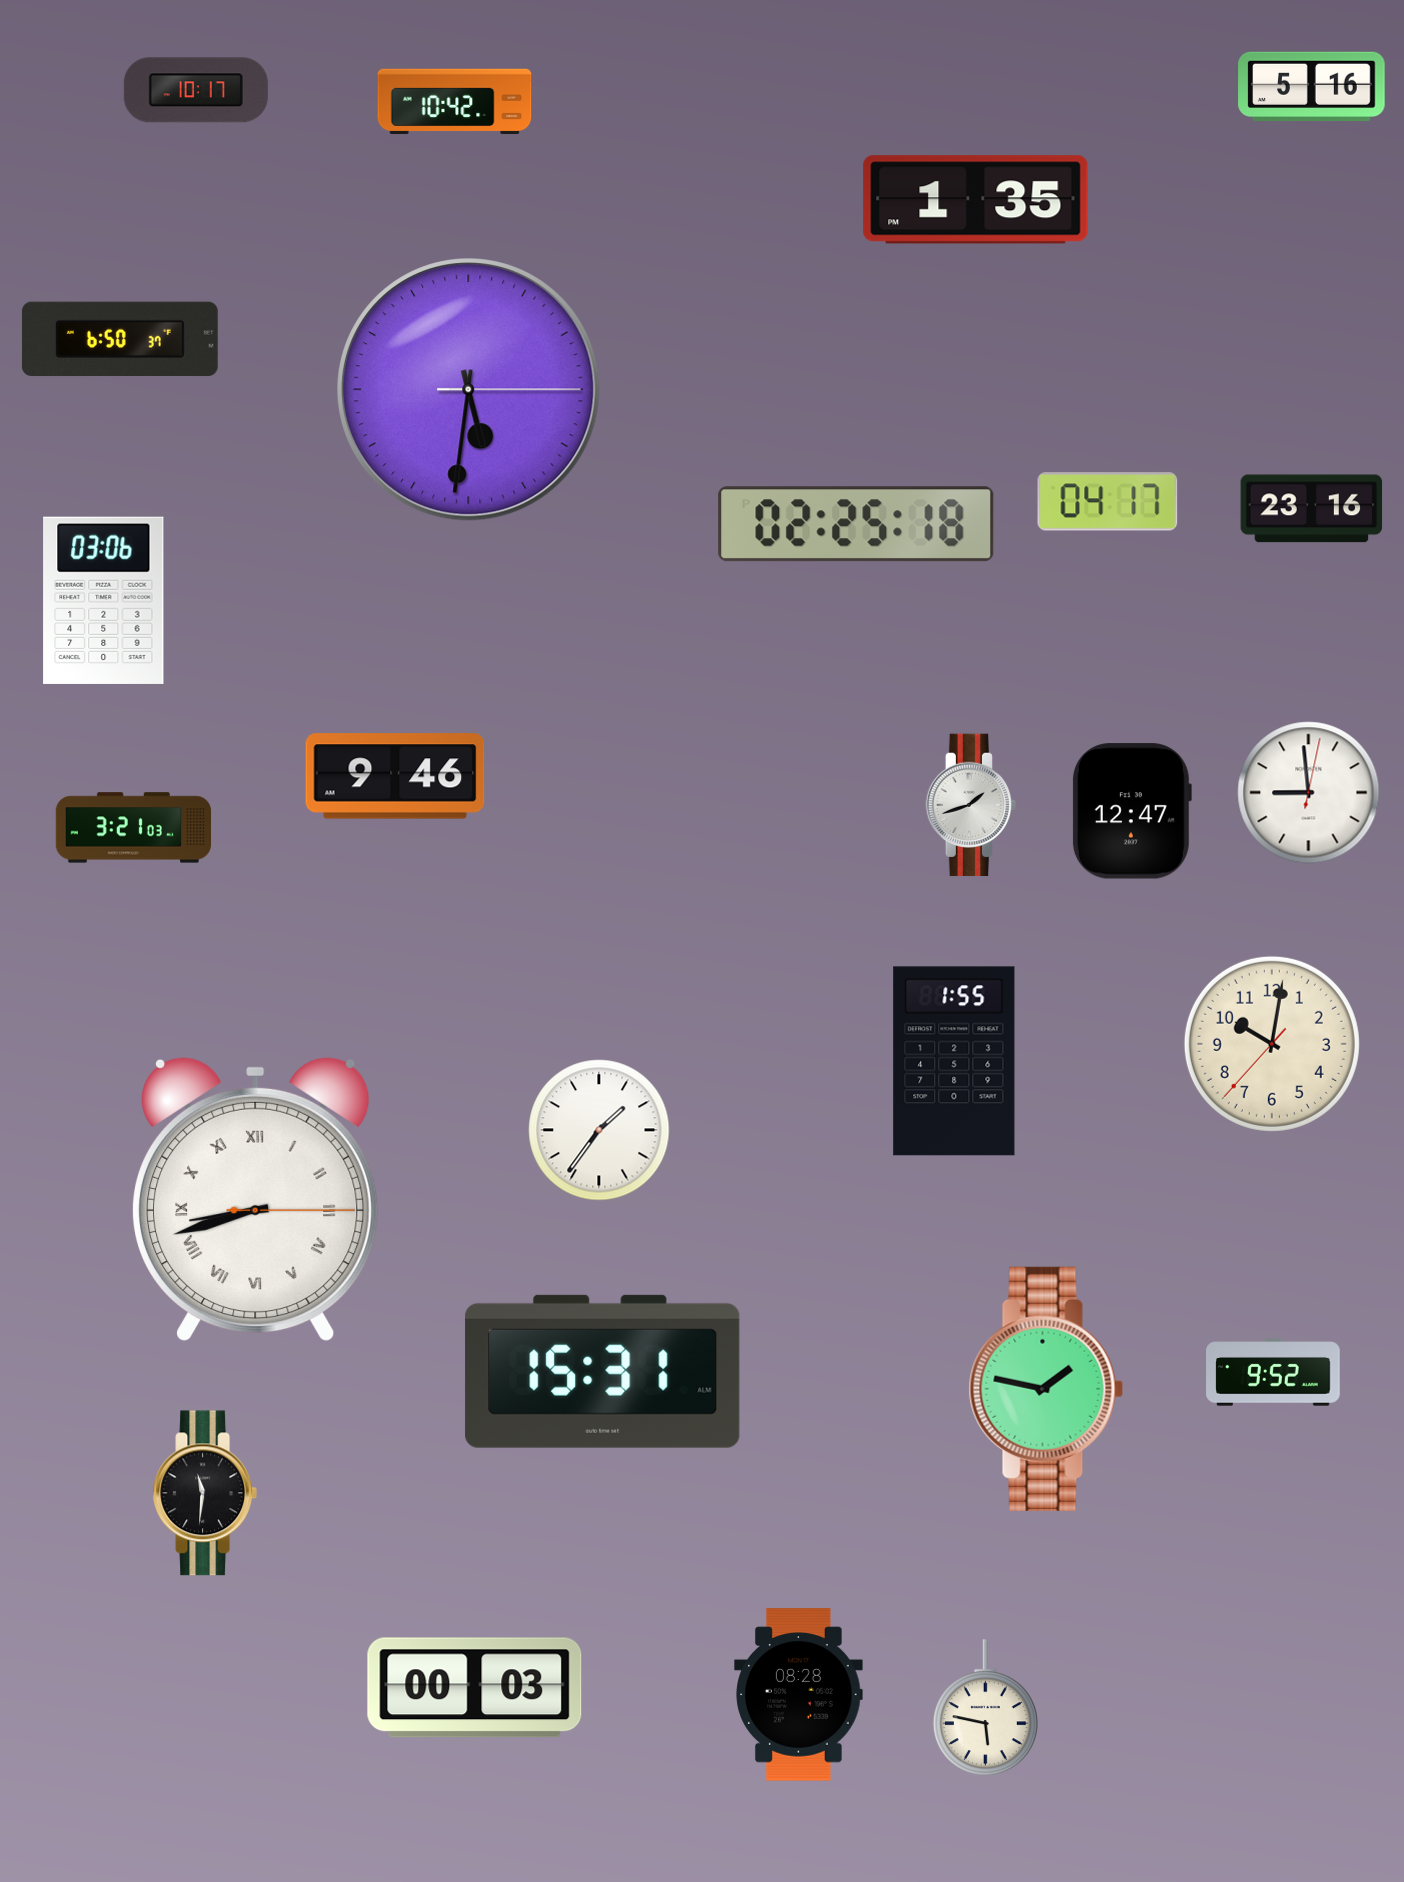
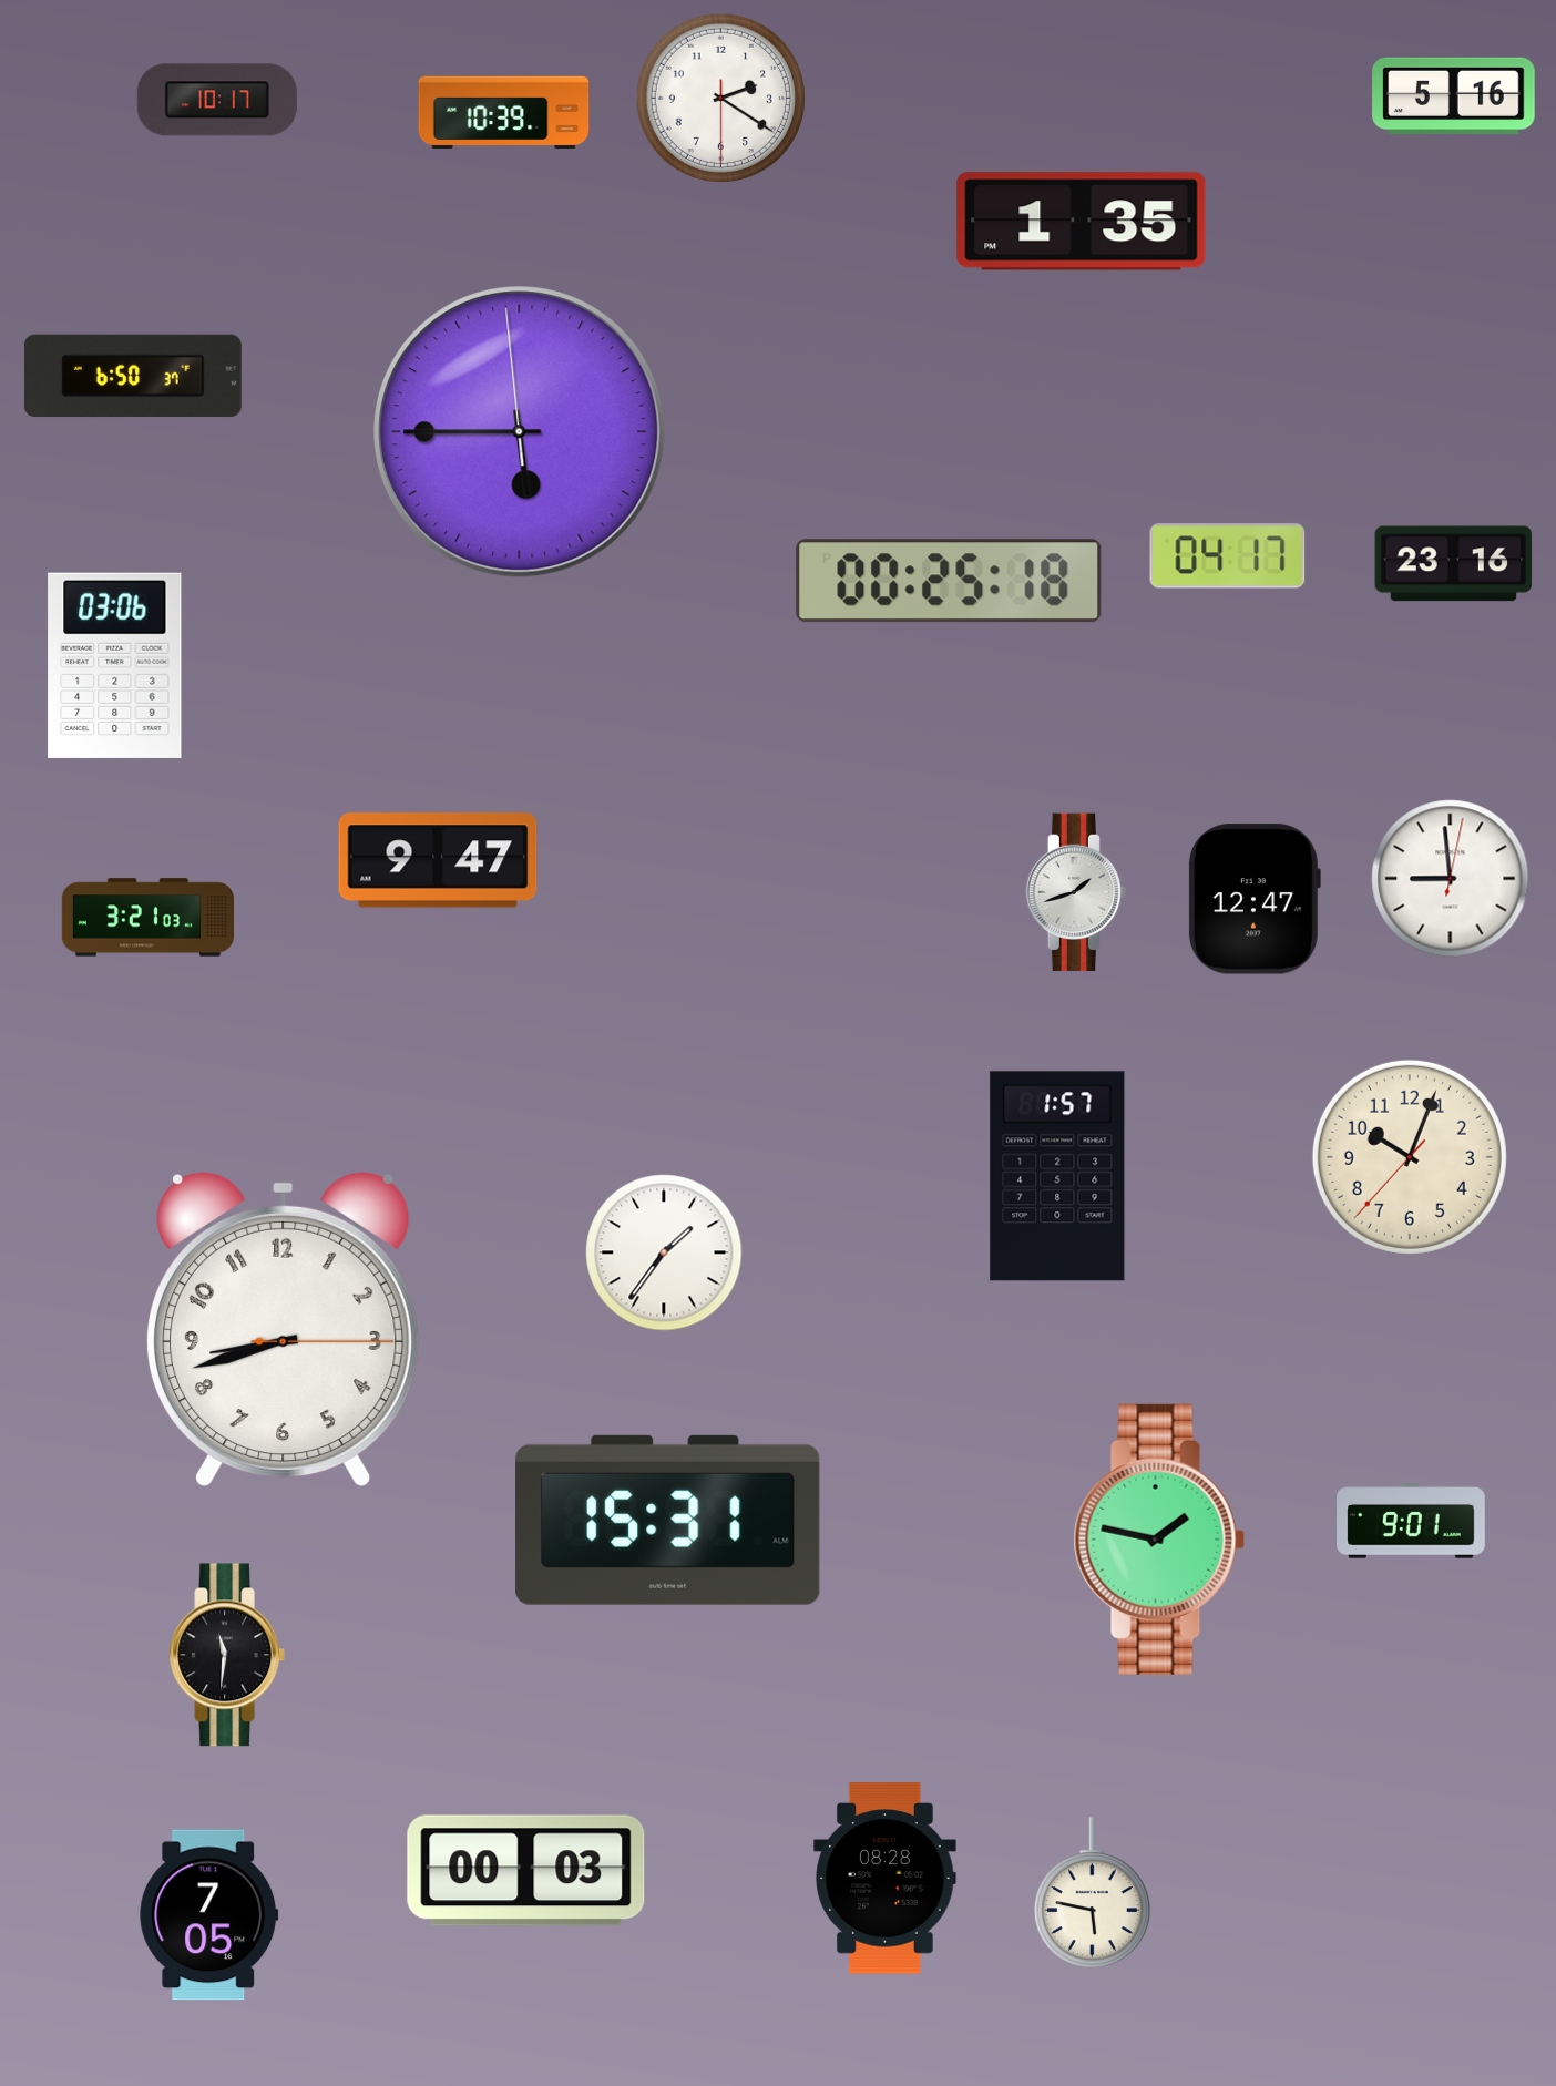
clock at (720, 98): none -> 2:20
clock at (455, 102): 10:42 -> 10:39
clock at (469, 390): 5:31 -> 5:44
clock at (856, 524): 02:25 -> 00:25
clock at (395, 776): 9:46 -> 9:47
clock at (1272, 1044): 10:01 -> 10:03
clock at (954, 1061): 1:55 -> 1:57
clock at (255, 1199) numerals: Roman -> Arabic
clock at (1273, 1372): 9:52 -> 9:01
clock at (209, 1915): none -> 7:05
